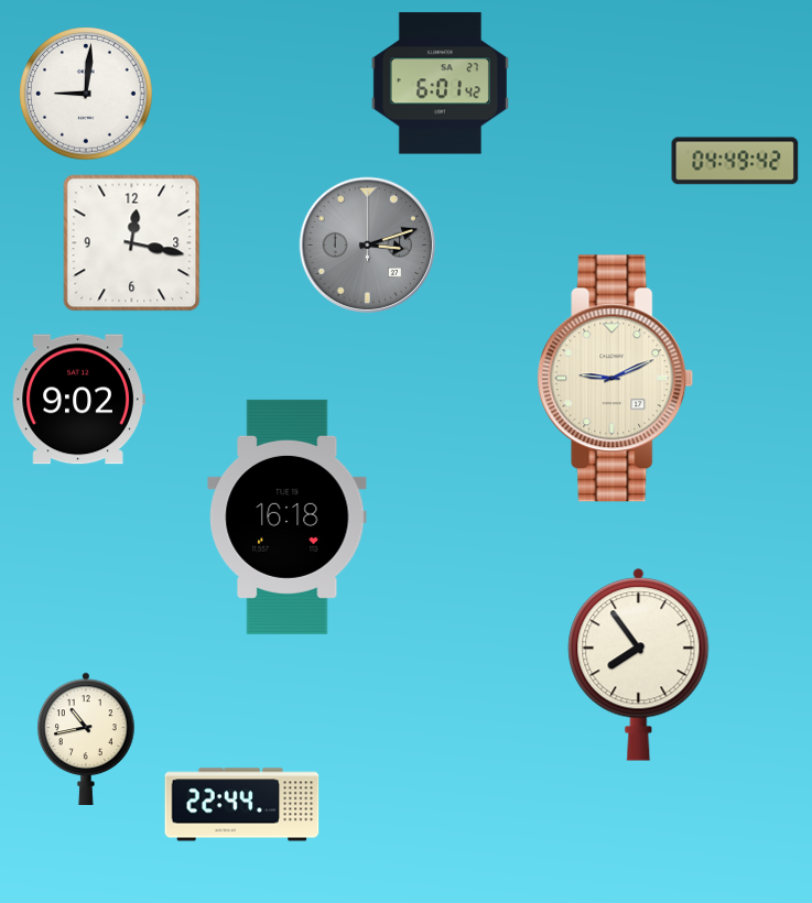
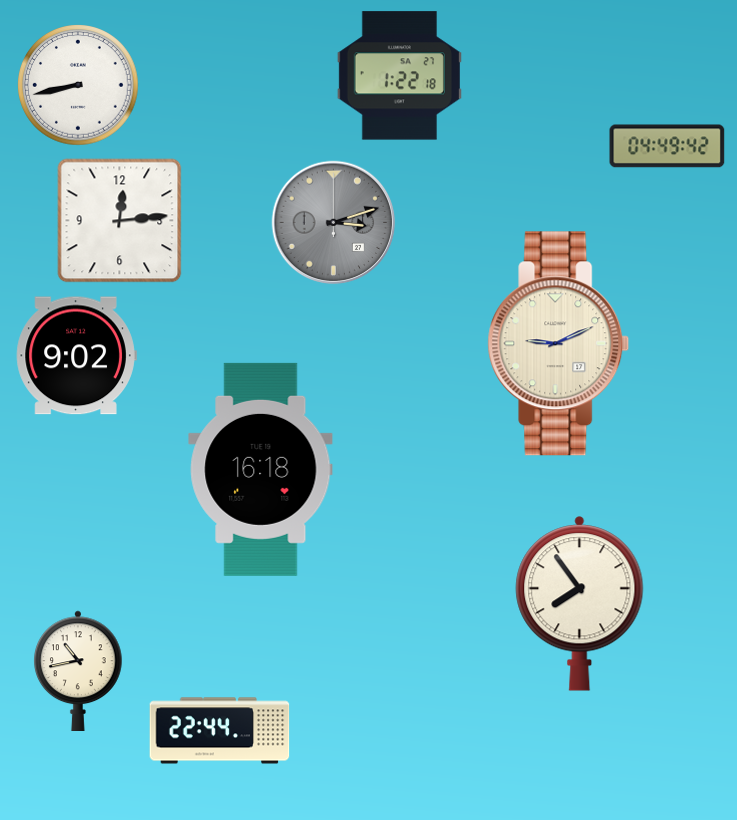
clock at (440, 84): 6:01 -> 1:22
clock at (86, 94): 9:01 -> 8:43
clock at (132, 243): 12:17 -> 12:14
clock at (78, 400) position: (78, 400) -> (76, 356)
